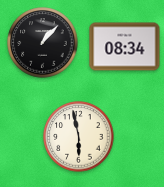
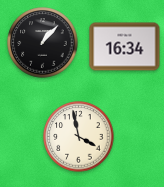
clock at (125, 47): 08:34 -> 16:34
clock at (79, 137): 5:58 -> 3:58
